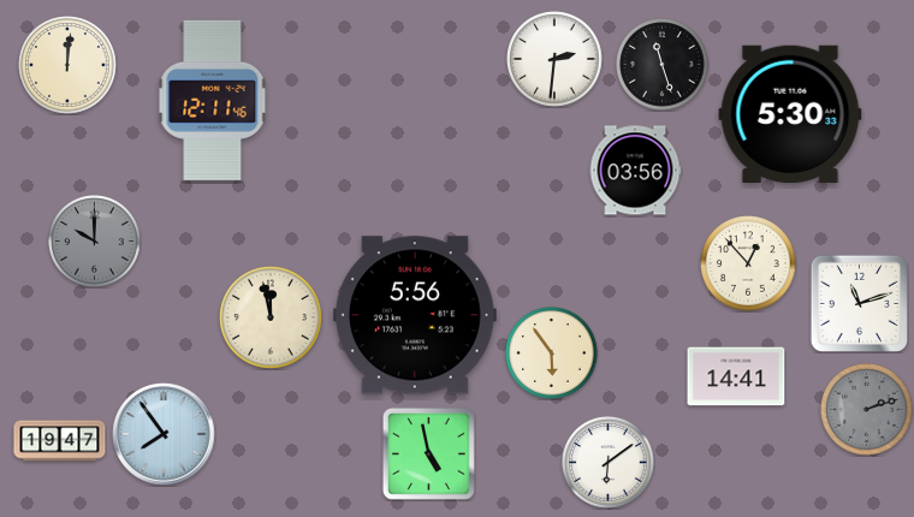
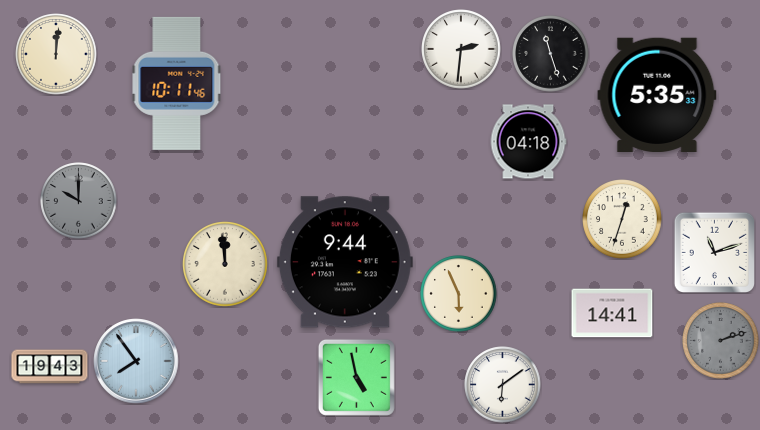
clock at (213, 100): 12:11 -> 10:11
clock at (790, 113): 5:30 -> 5:35
clock at (635, 171): 03:56 -> 04:18
clock at (748, 263): 12:53 -> 12:33
clock at (415, 315): 5:56 -> 9:44
clock at (272, 319): 11:58 -> 11:59
clock at (552, 353): 5:54 -> 5:56
clock at (60, 441): 19:47 -> 19:43
clock at (609, 463) position: (609, 463) -> (503, 385)
